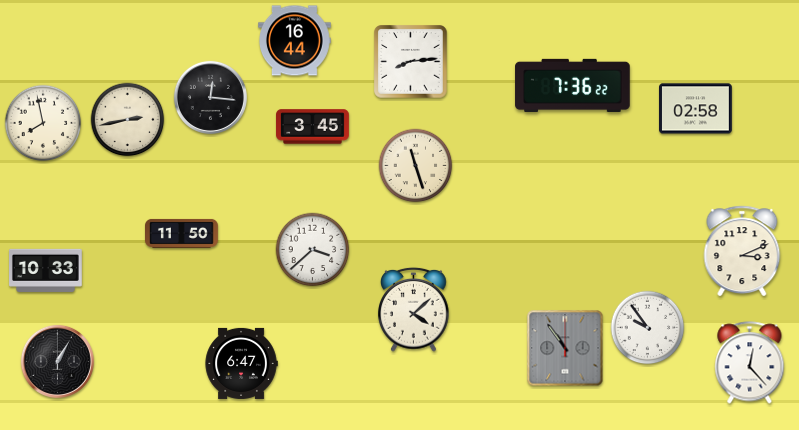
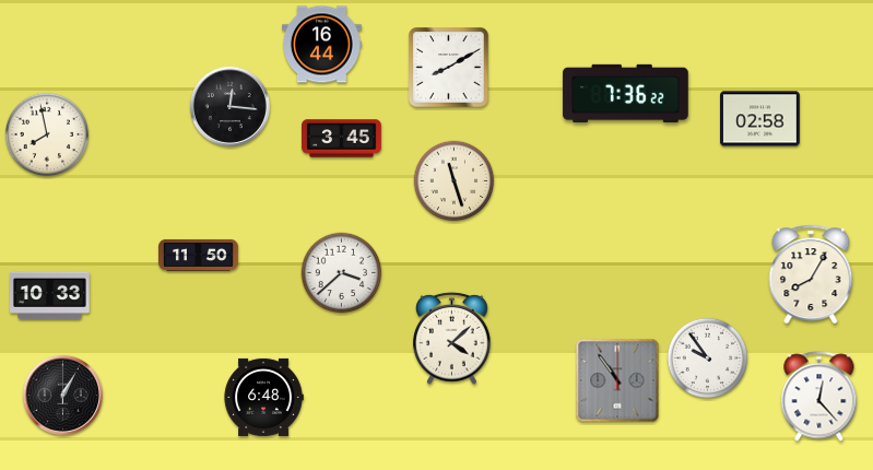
clock at (411, 62): 8:14 -> 8:10
clock at (128, 120): 2:43 -> none
clock at (742, 251): 3:11 -> 8:05
clock at (241, 363): 6:47 -> 6:48
